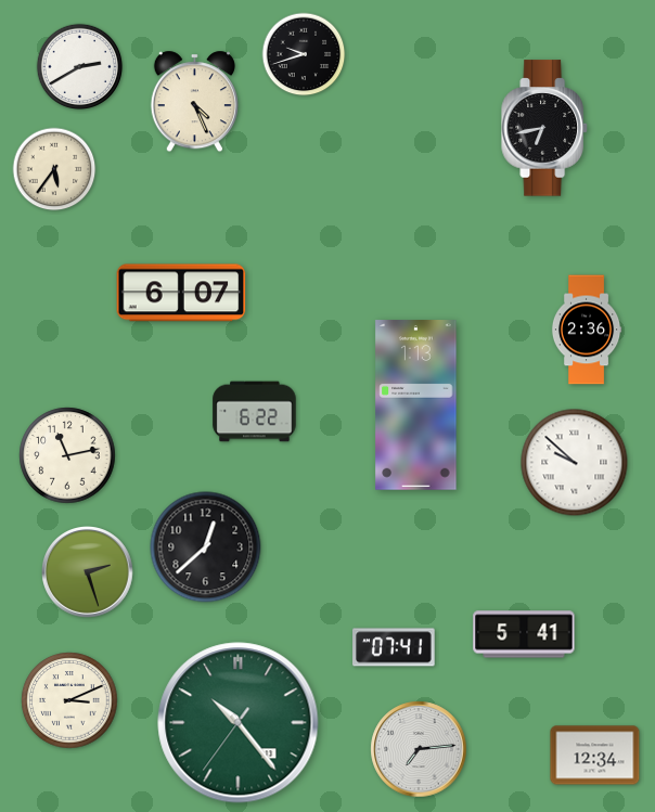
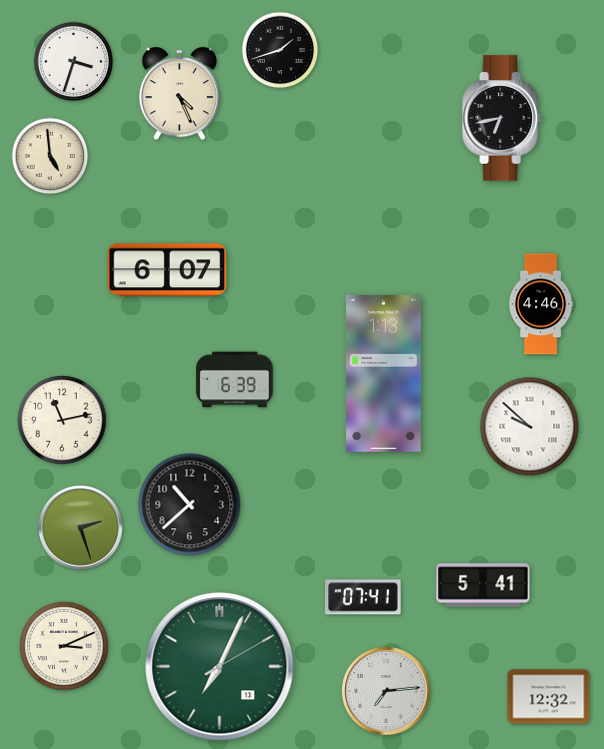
clock at (304, 54): 9:42 -> 1:42
clock at (80, 67): 2:40 -> 3:33
clock at (54, 169): 5:36 -> 4:59
clock at (587, 330): 2:36 -> 4:46
clock at (255, 412): 6:22 -> 6:39
clock at (206, 547): 12:38 -> 10:38
clock at (239, 723): 10:23 -> 7:04
clock at (595, 756): 12:34 -> 12:32
